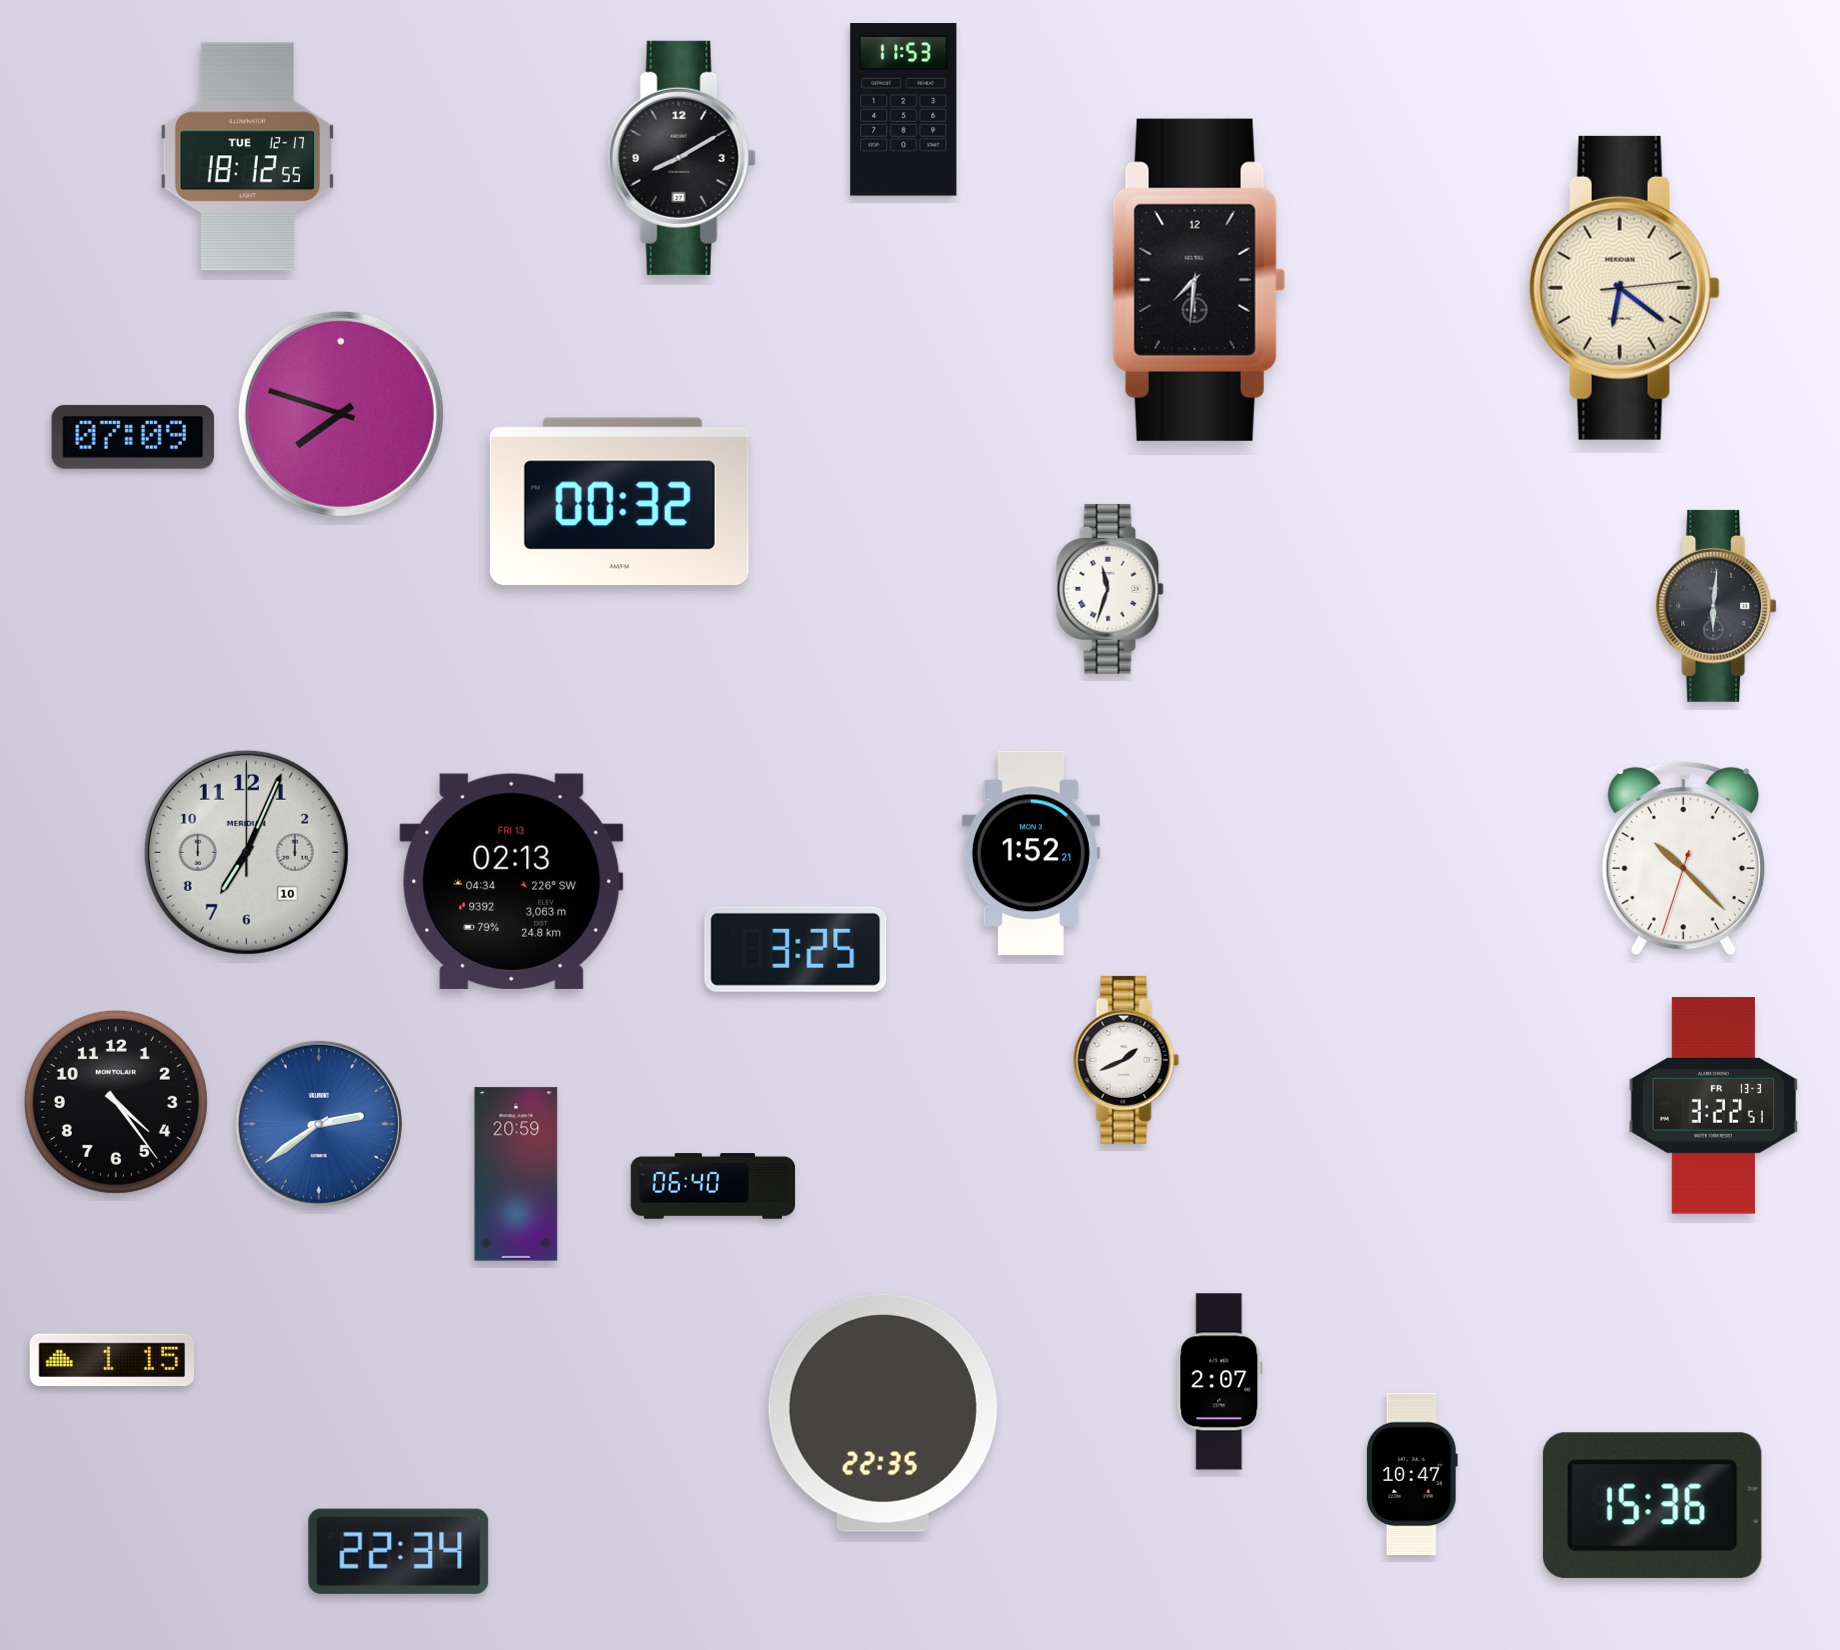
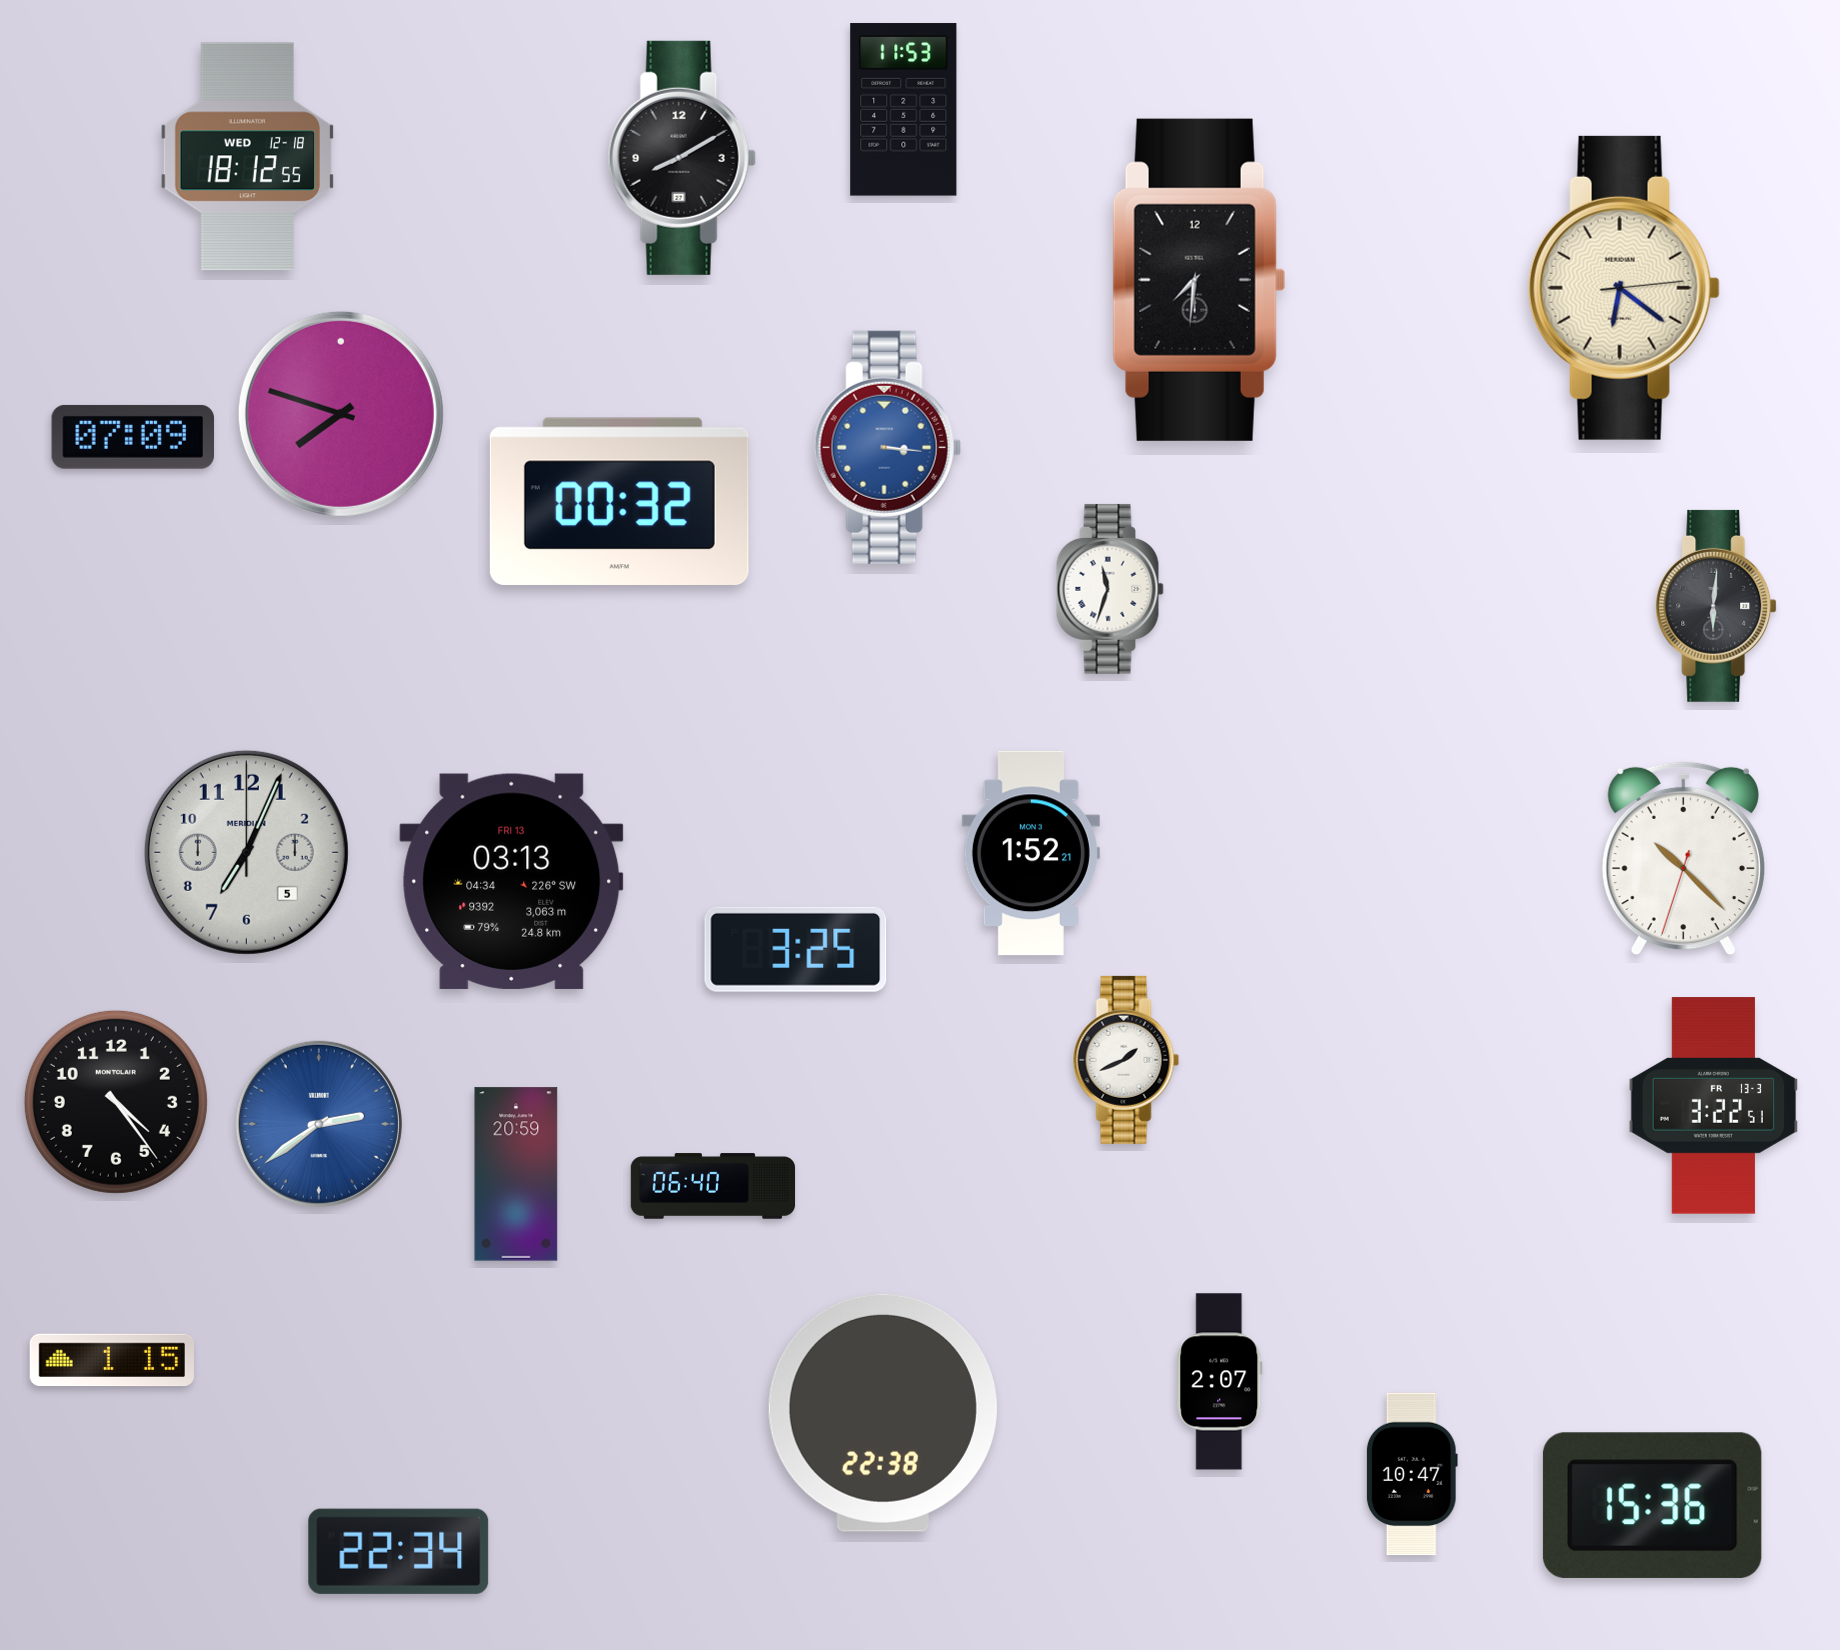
clock at (248, 157) date: TUE 12-17 -> WED 12-18
clock at (887, 447): none -> 3:16
clock at (246, 852) date: 10 -> 5
clock at (512, 881): 02:13 -> 03:13
clock at (883, 1413): 22:35 -> 22:38
